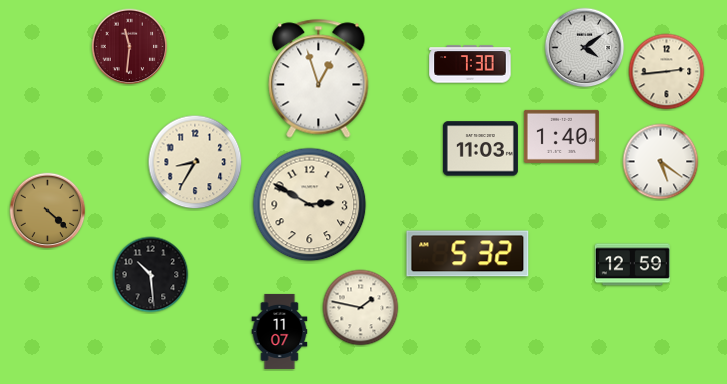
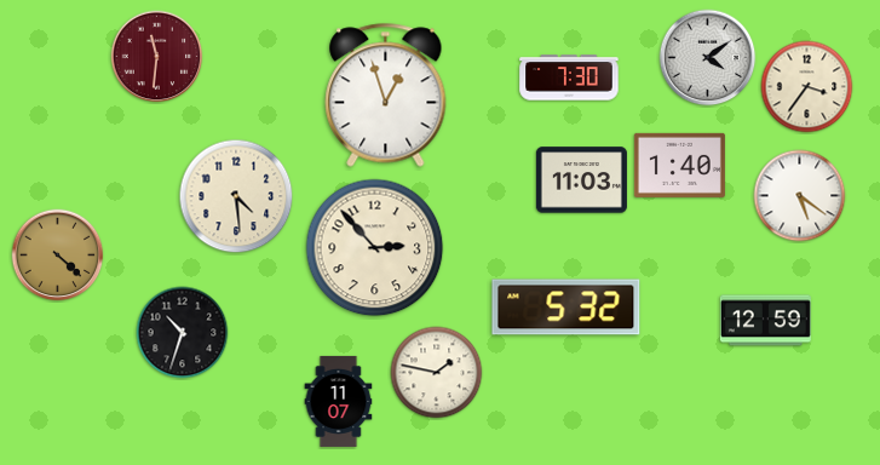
clock at (667, 72): 2:44 -> 3:36
clock at (195, 162): 8:35 -> 4:29
clock at (310, 205): 2:50 -> 2:53
clock at (151, 275): 10:29 -> 10:33
